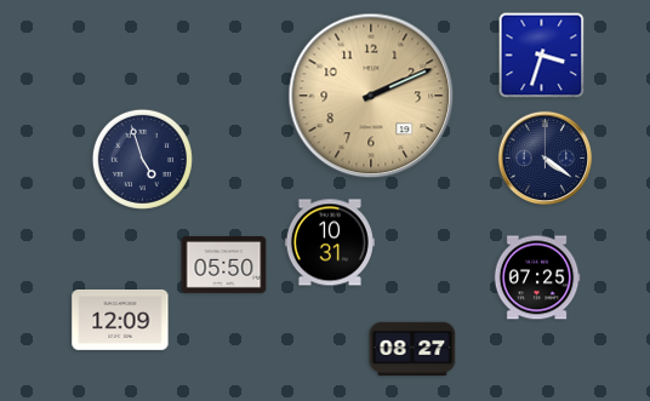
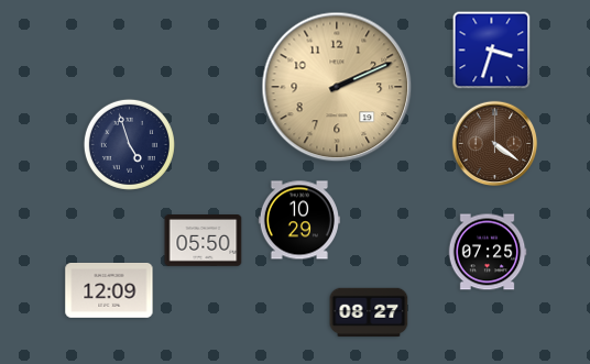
clock at (546, 159) dial: navy -> brown
clock at (330, 242): 10:31 -> 10:29
clock at (412, 349) position: (412, 349) -> (369, 312)
